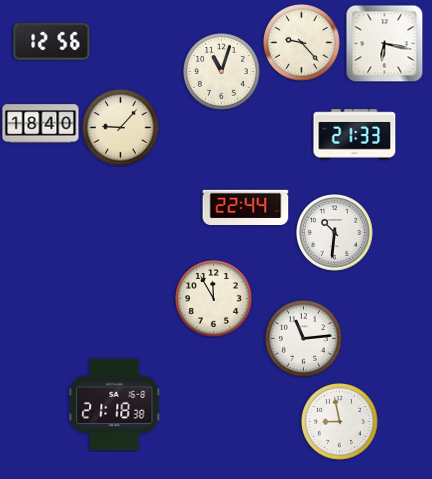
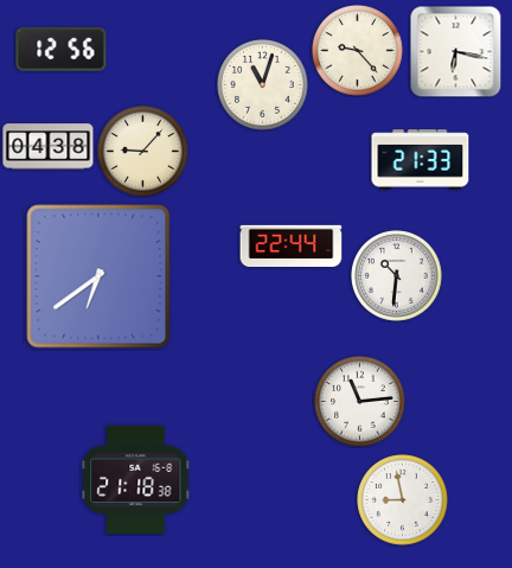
clock at (41, 124): 18:40 -> 04:38
clock at (98, 276): none -> 6:39
clock at (214, 299): 11:55 -> none
